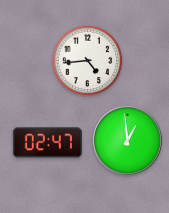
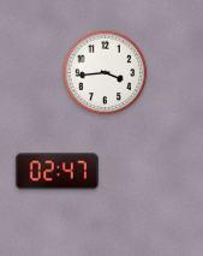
clock at (88, 61): 4:44 -> 3:44
clock at (127, 140): 12:59 -> none
